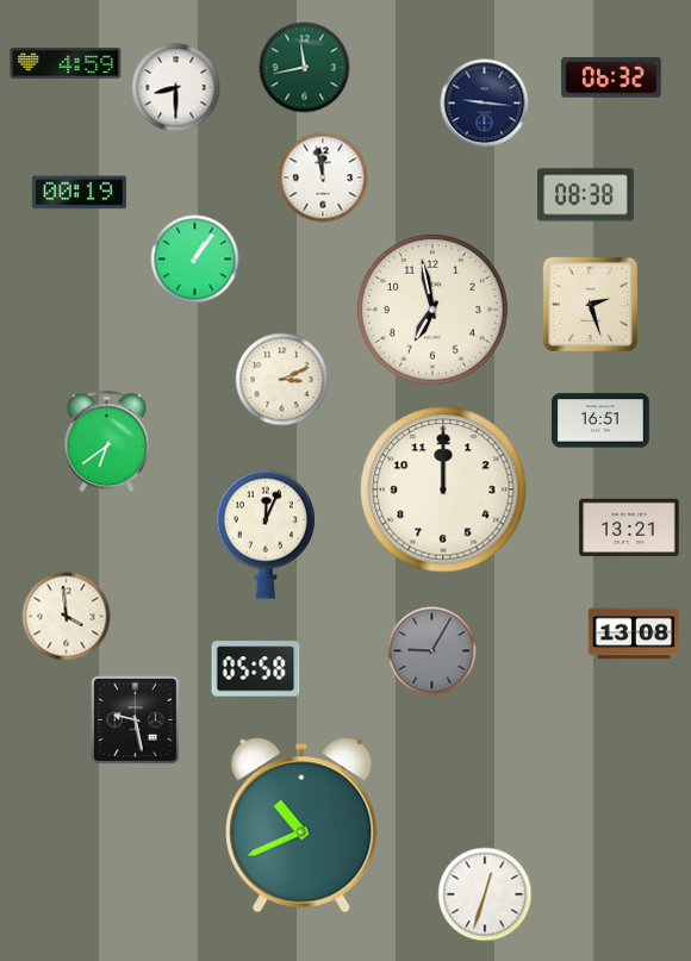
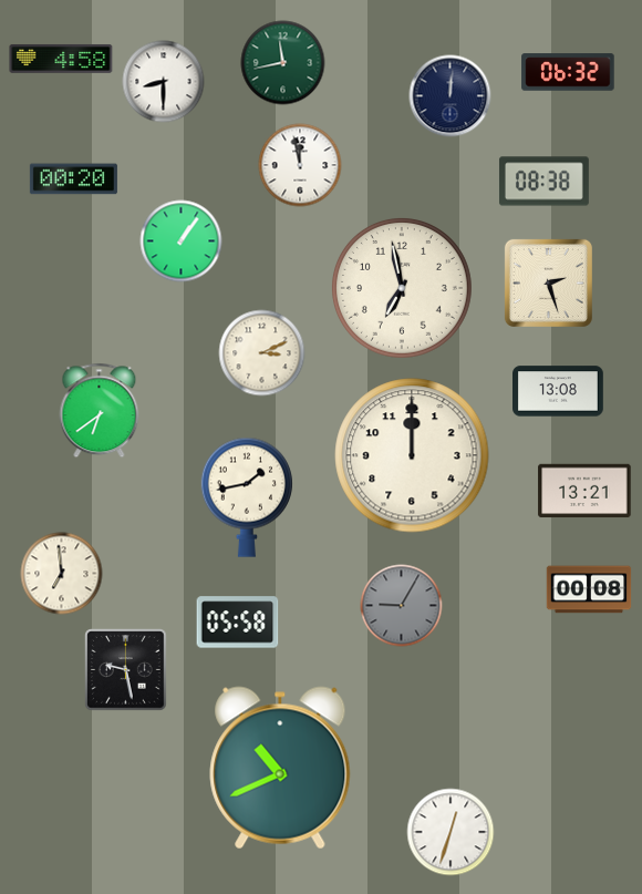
clock at (66, 63): 4:59 -> 4:58
clock at (485, 104): 9:16 -> 12:01
clock at (79, 193): 00:19 -> 00:20
clock at (602, 420): 16:51 -> 13:08
clock at (266, 535): 12:04 -> 1:43
clock at (67, 617): 3:59 -> 6:59
clock at (634, 634): 13:08 -> 00:08
